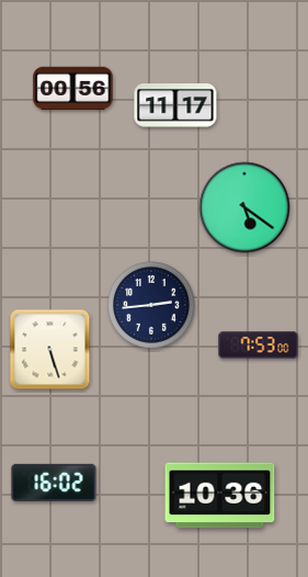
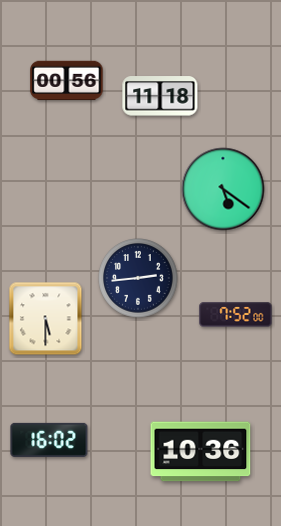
clock at (175, 105): 11:17 -> 11:18
clock at (259, 346): 7:53 -> 7:52
clock at (50, 350): 5:27 -> 5:30
